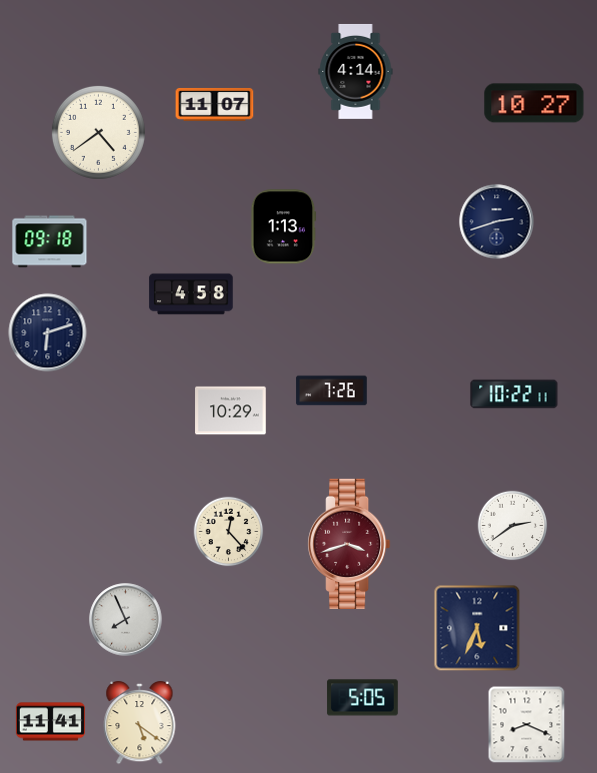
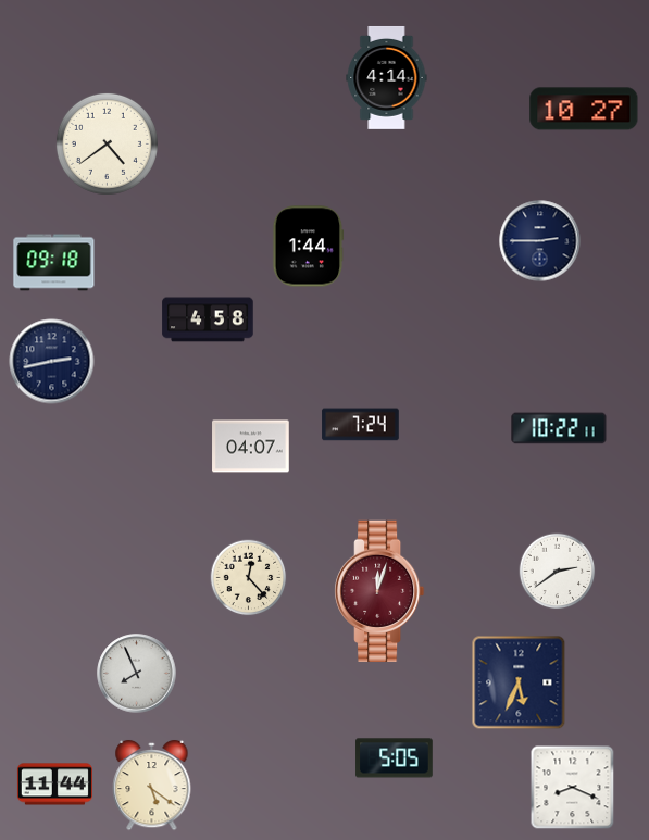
clock at (534, 103) position: (534, 103) -> (584, 109)
clock at (215, 104): 11:07 -> none
clock at (497, 222): 2:42 -> 2:45
clock at (284, 227): 1:13 -> 1:44
clock at (48, 333): 6:12 -> 2:43
clock at (332, 391): 7:26 -> 7:24
clock at (231, 411): 10:29 -> 04:07
clock at (350, 543): 3:42 -> 12:03
clock at (50, 722): 11:41 -> 11:44
